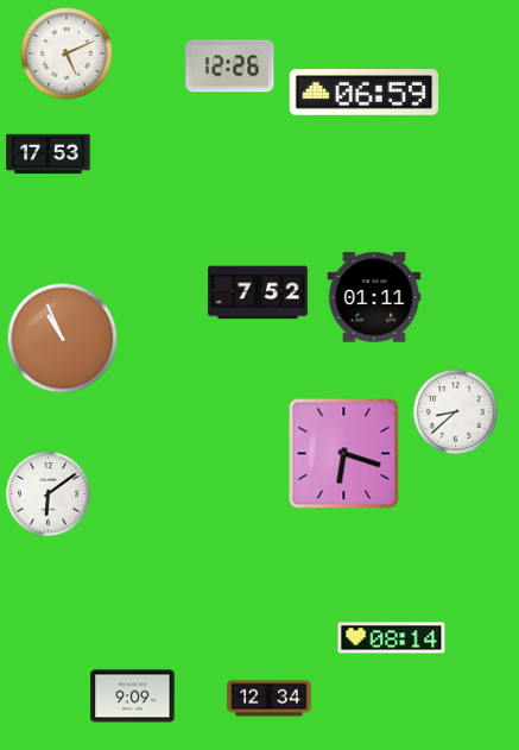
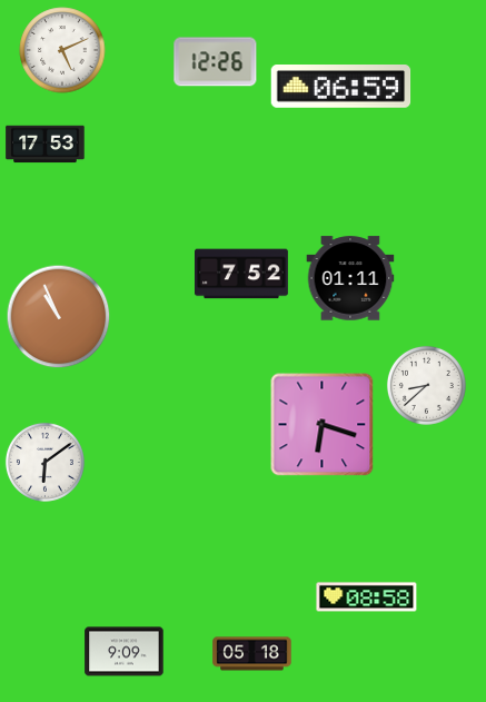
clock at (392, 638): 08:14 -> 08:58
clock at (270, 699): 12:34 -> 05:18
